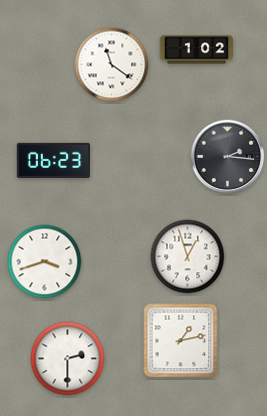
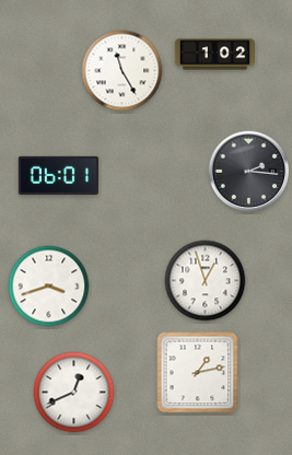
clock at (112, 65): 11:21 -> 11:25
clock at (53, 160): 06:23 -> 06:01
clock at (68, 359): 2:30 -> 12:41
